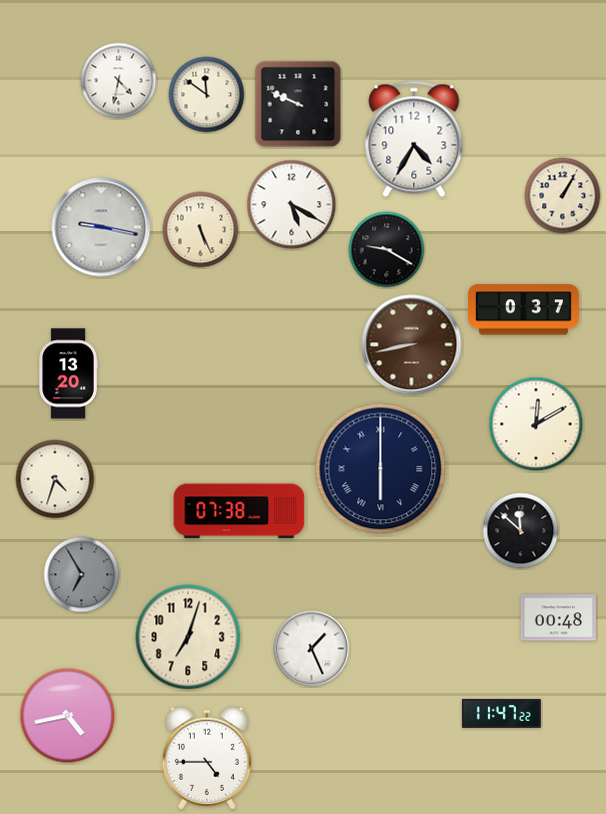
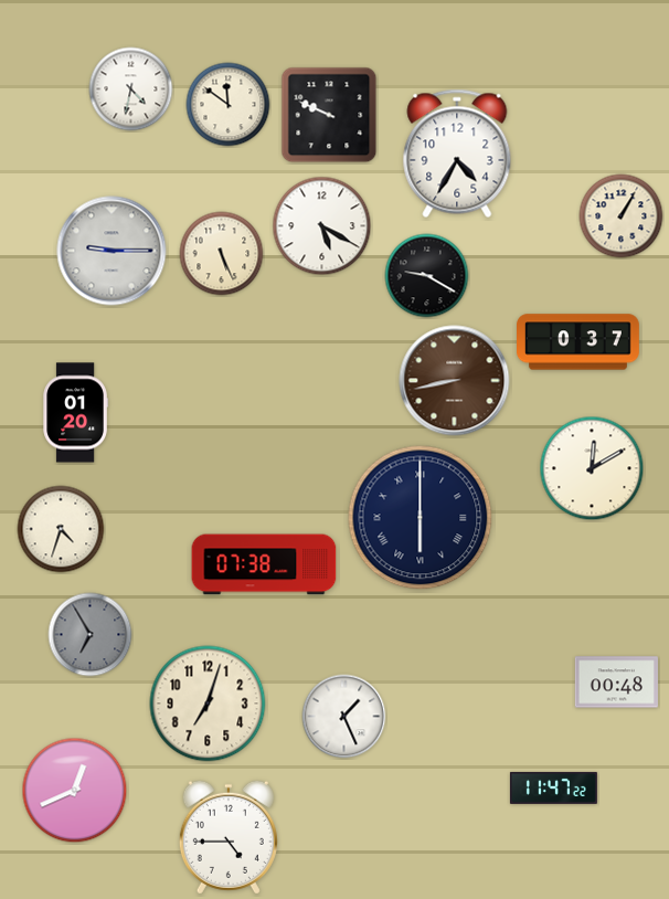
clock at (101, 227): 9:17 -> 9:15
clock at (68, 374): 13:20 -> 01:20
clock at (521, 531): 11:52 -> none
clock at (68, 716): 4:43 -> 12:41
